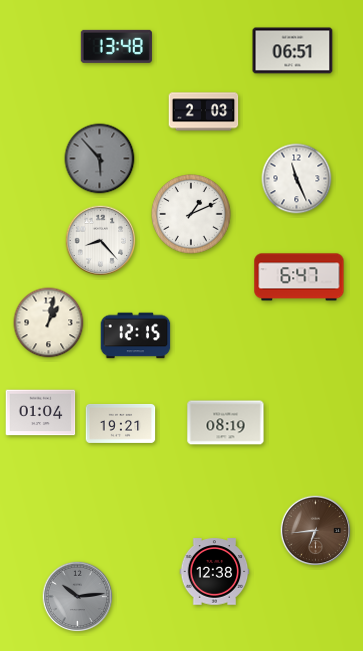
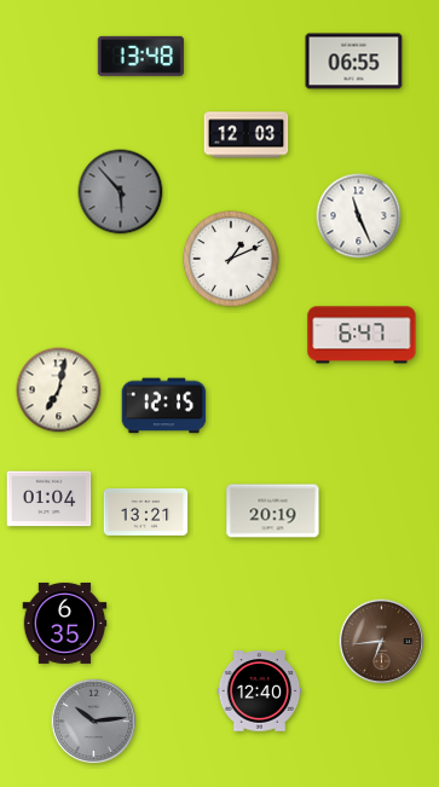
clock at (293, 51): 06:51 -> 06:55
clock at (204, 112): 2:03 -> 12:03
clock at (101, 241): 8:23 -> none
clock at (49, 323): 1:02 -> 7:02
clock at (121, 423): 19:21 -> 13:21
clock at (226, 423): 08:19 -> 20:19
clock at (65, 623): none -> 6:35
clock at (215, 572): 12:38 -> 12:40
